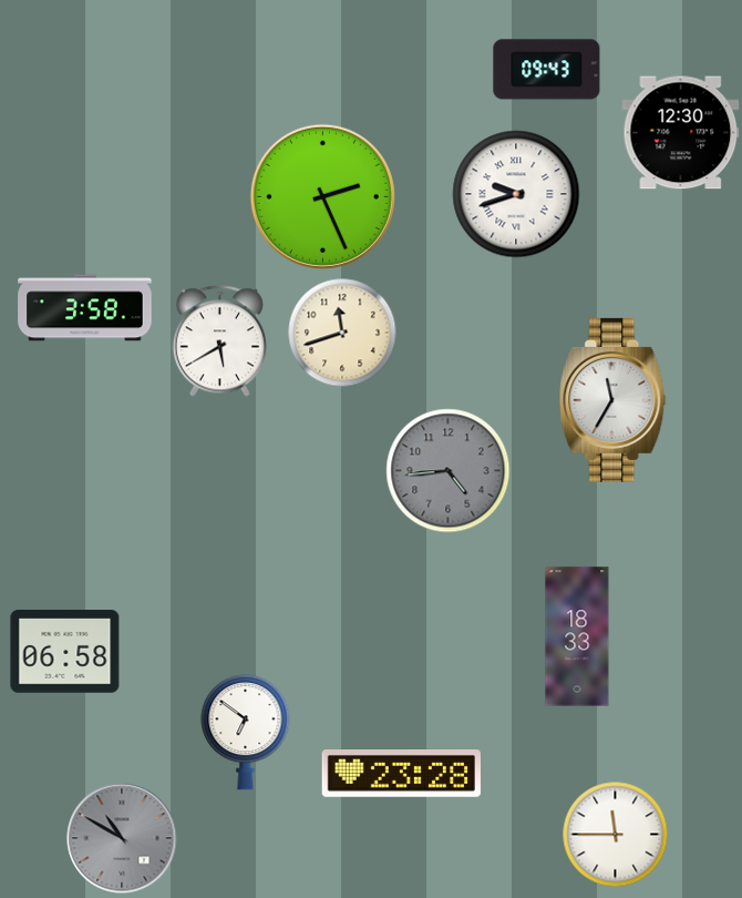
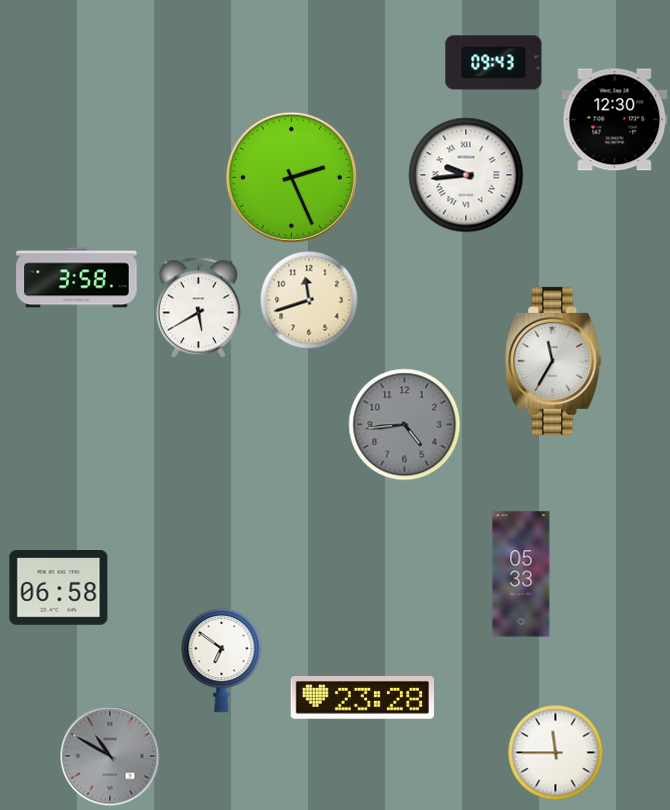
clock at (516, 194): 9:42 -> 9:44
clock at (577, 636): 18:33 -> 05:33
